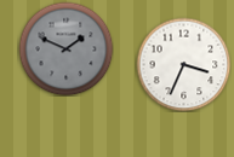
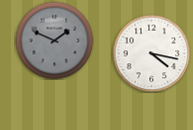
clock at (183, 64): 3:34 -> 4:17
